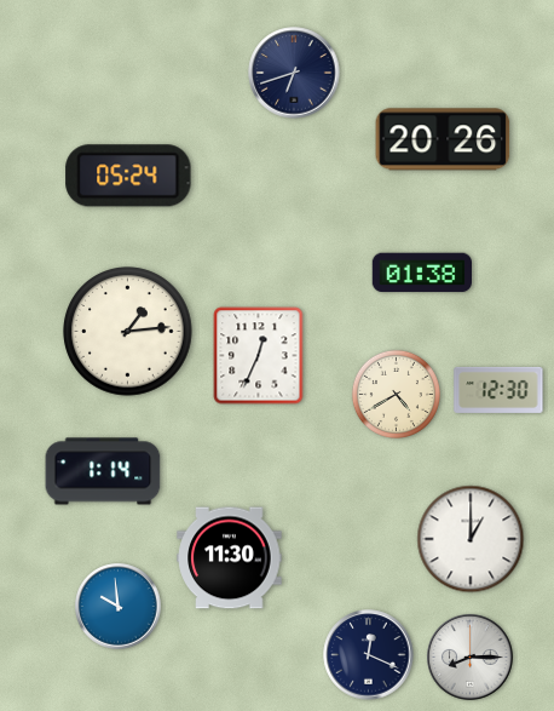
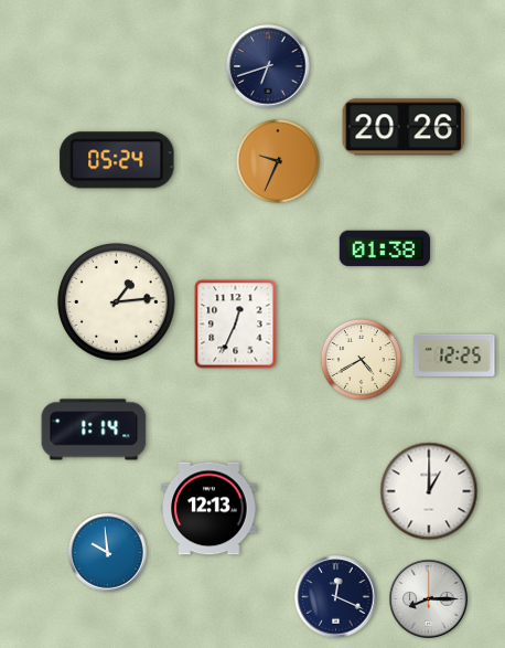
clock at (279, 162): none -> 9:34
clock at (498, 390): 12:30 -> 12:25
clock at (230, 558): 11:30 -> 12:13
